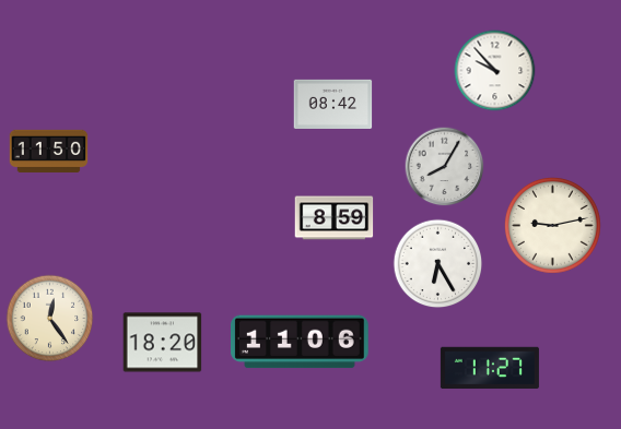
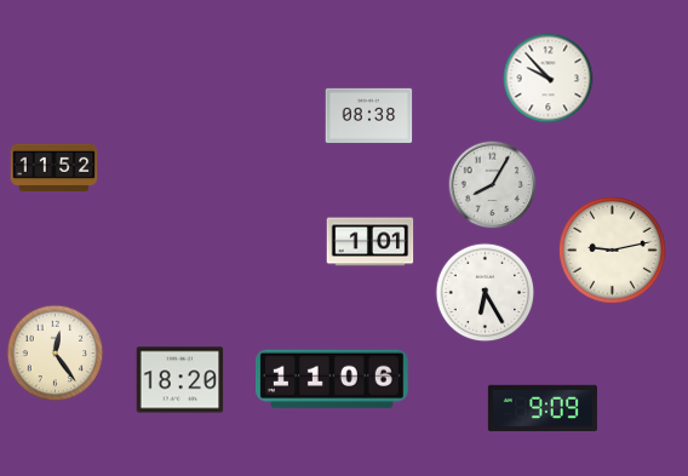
clock at (333, 104): 08:42 -> 08:38
clock at (49, 151): 11:50 -> 11:52
clock at (335, 218): 8:59 -> 1:01
clock at (490, 368): 11:27 -> 9:09
